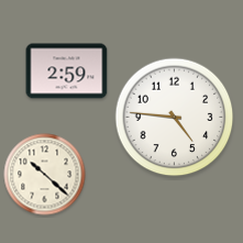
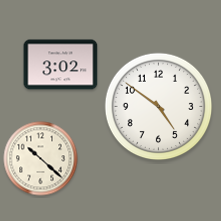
clock at (67, 71): 2:59 -> 3:02
clock at (175, 118): 4:46 -> 4:51
